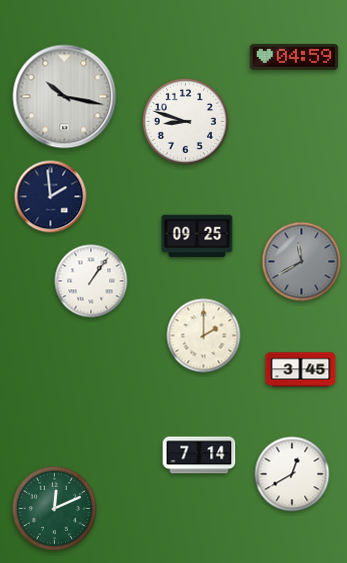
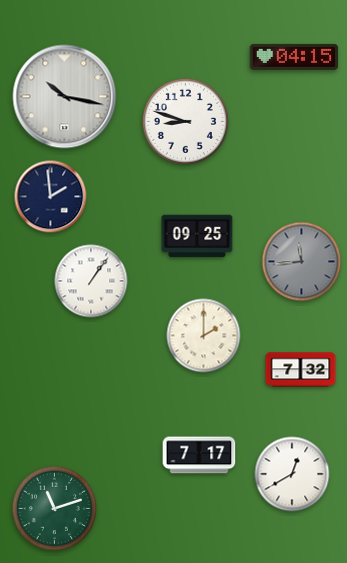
clock at (294, 57): 04:59 -> 04:15
clock at (302, 262): 11:40 -> 11:44
clock at (301, 370): 3:45 -> 7:32
clock at (199, 455): 7:14 -> 7:17
clock at (54, 508): 12:11 -> 11:12
